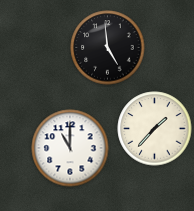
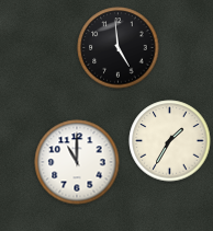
clock at (108, 48) position: (108, 48) -> (119, 48)
clock at (155, 129): 1:37 -> 1:35
